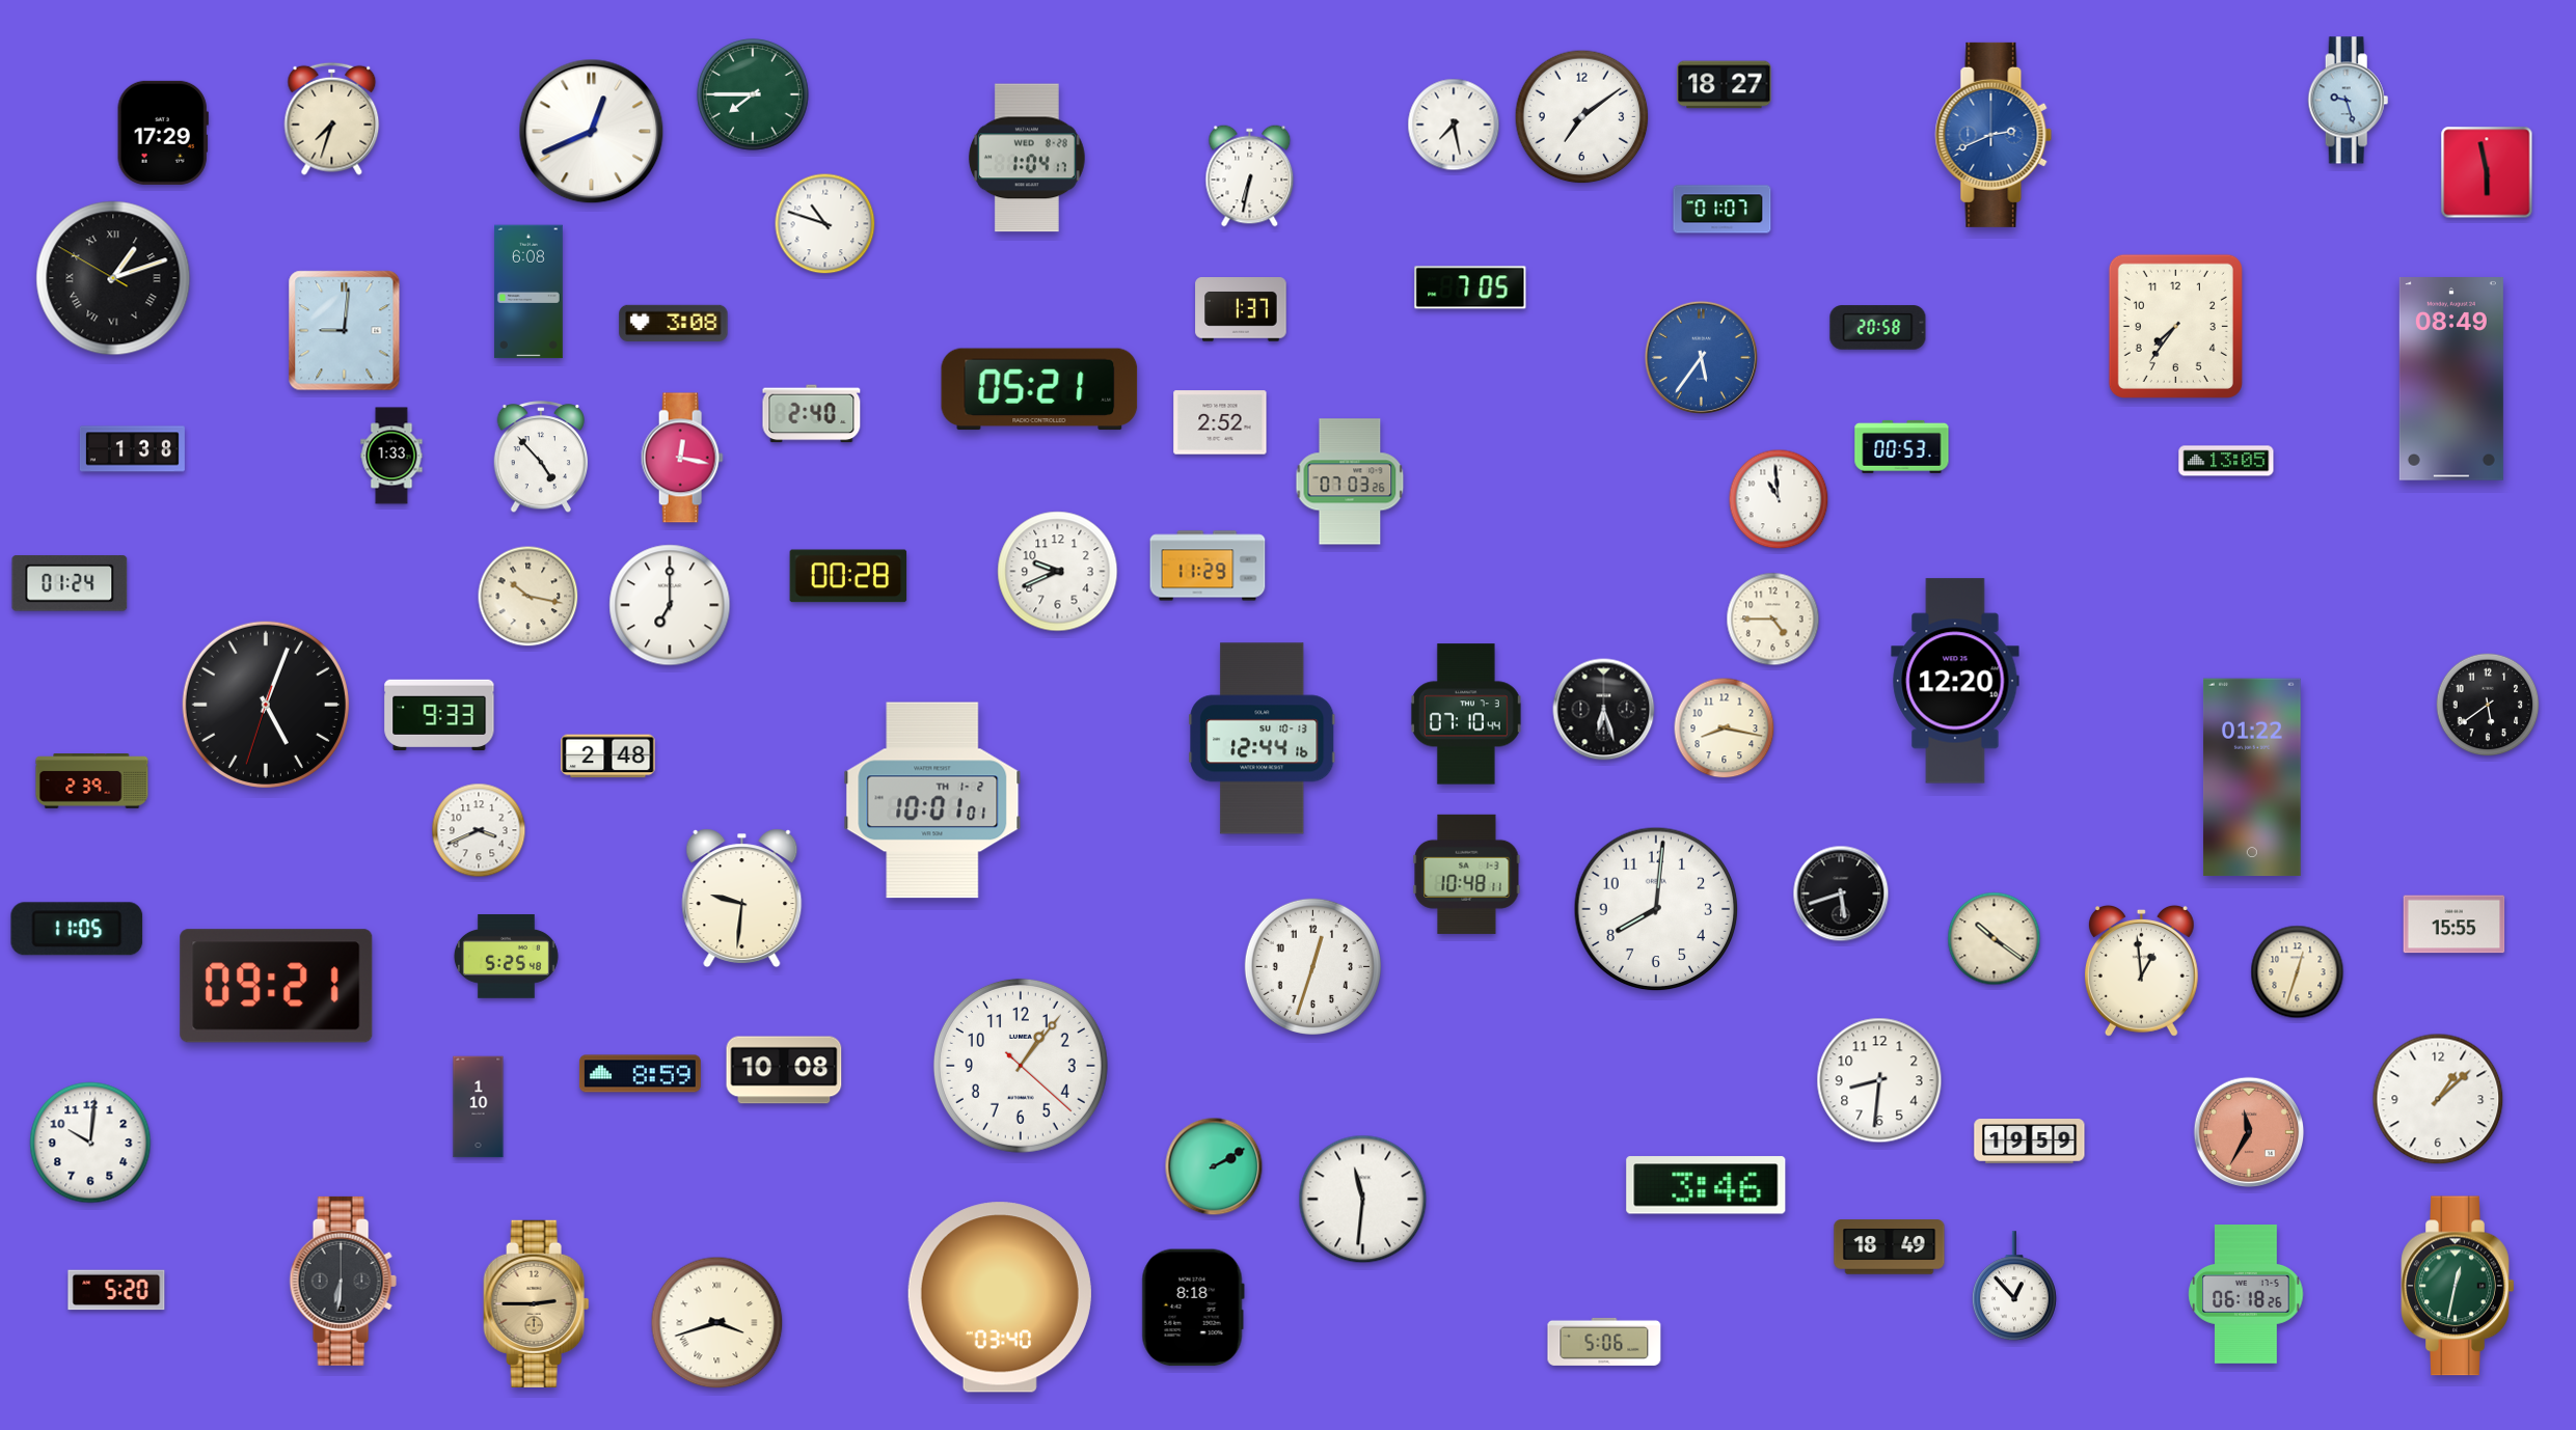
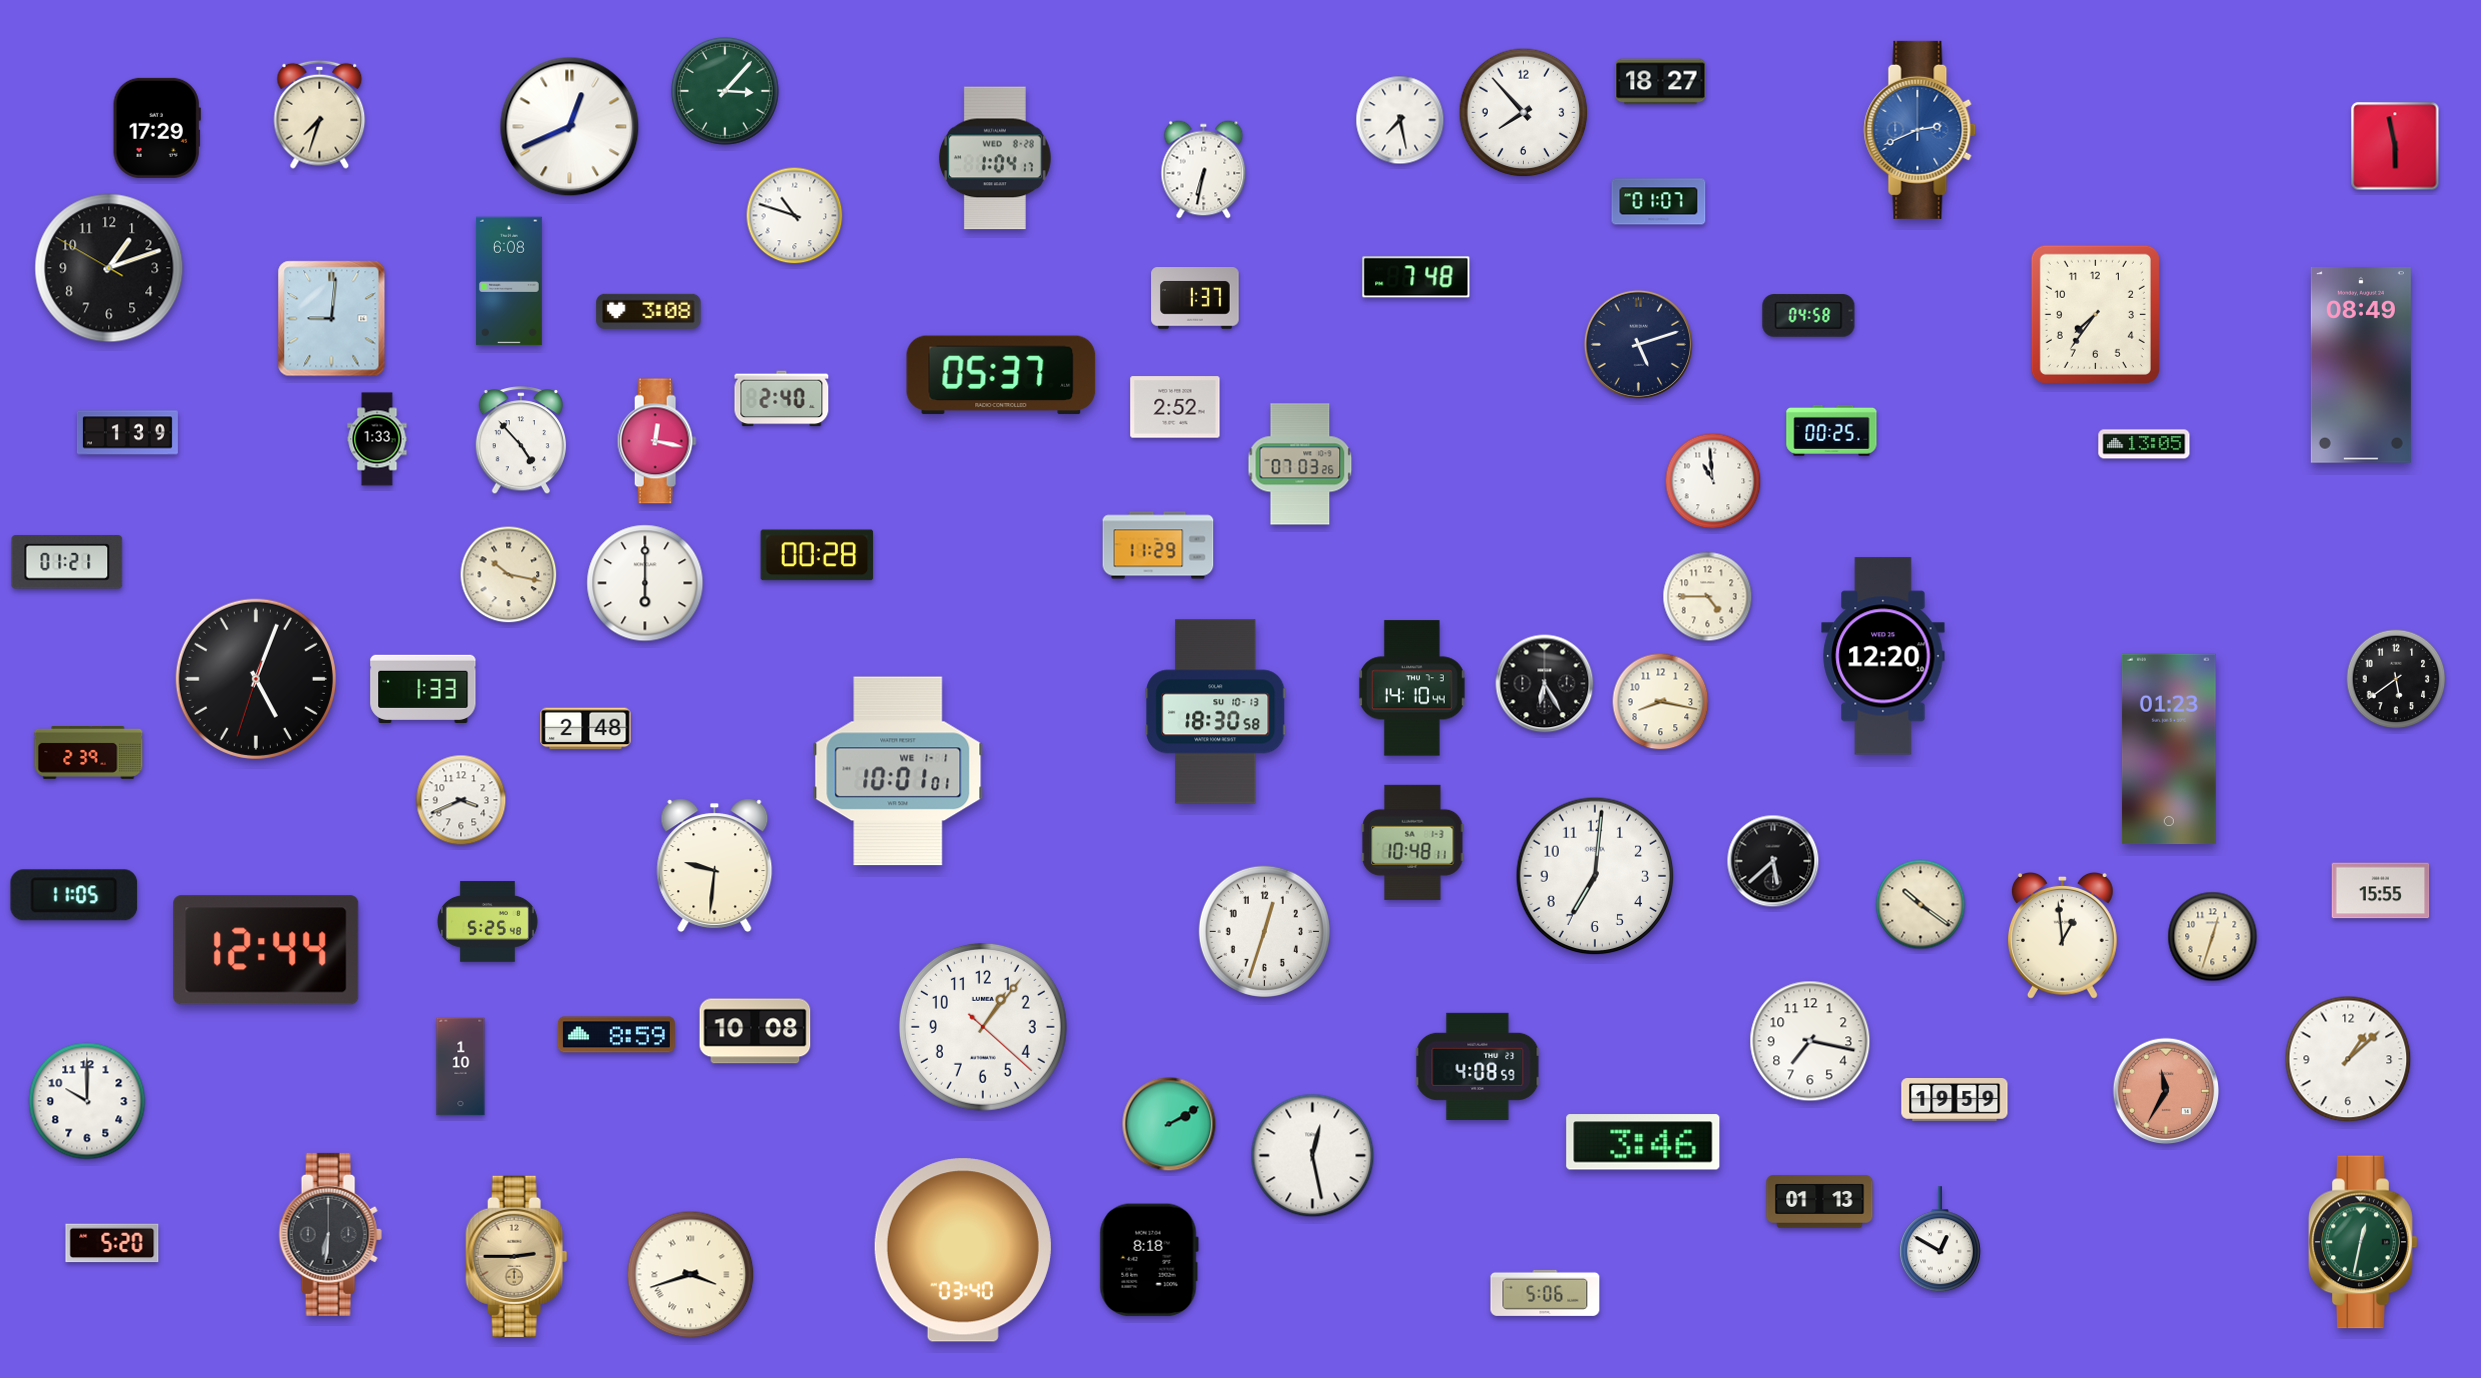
clock at (753, 94): 7:45 -> 3:07
clock at (2349, 101): 9:27 -> none
clock at (1582, 117): 7:09 -> 7:53
clock at (1027, 158) position: (1027, 158) -> (995, 158)
clock at (2487, 172) position: (2487, 172) -> (2395, 146)
clock at (113, 278) numerals: Roman -> Arabic
clock at (1470, 287): 7:05 -> 7:48
clock at (1878, 328): 20:58 -> 04:58
clock at (1701, 357): 5:36 -> 5:12
clock at (1701, 357) dial: blue -> navy
clock at (1039, 389): 05:21 -> 05:37
clock at (1902, 446): 00:53 -> 00:25
clock at (132, 449): 1:38 -> 1:39
clock at (1208, 566) position: (1208, 566) -> (1158, 545)
clock at (1058, 572): 9:41 -> none
clock at (70, 583): 01:24 -> 01:21
clock at (670, 605): 7:00 -> 6:00
clock at (1604, 710): 6:27 -> 6:25
clock at (439, 714): 9:33 -> 1:33
clock at (1466, 714): 07:10 -> 14:10
clock at (1263, 739): 12:44 -> 18:30
clock at (2252, 777): 01:22 -> 01:23
clock at (932, 800) date: TH 1-2 -> WE 1-1
clock at (1841, 893): 5:42 -> 5:38
clock at (1656, 909): 8:01 -> 7:01
clock at (2455, 925) position: (2455, 925) -> (2381, 891)
clock at (276, 986): 09:21 -> 12:44
clock at (1879, 1080): 8:31 -> 7:17
clock at (1478, 1066): none -> 4:08
clock at (90, 1143): 10:01 -> 10:00
clock at (1363, 1200): 11:31 -> 12:28
clock at (1890, 1247): 18:49 -> 01:13
clock at (2458, 1286) position: (2458, 1286) -> (2363, 1242)
clock at (2014, 1287): 12:53 -> 12:50
clock at (2246, 1294): 06:18 -> none
